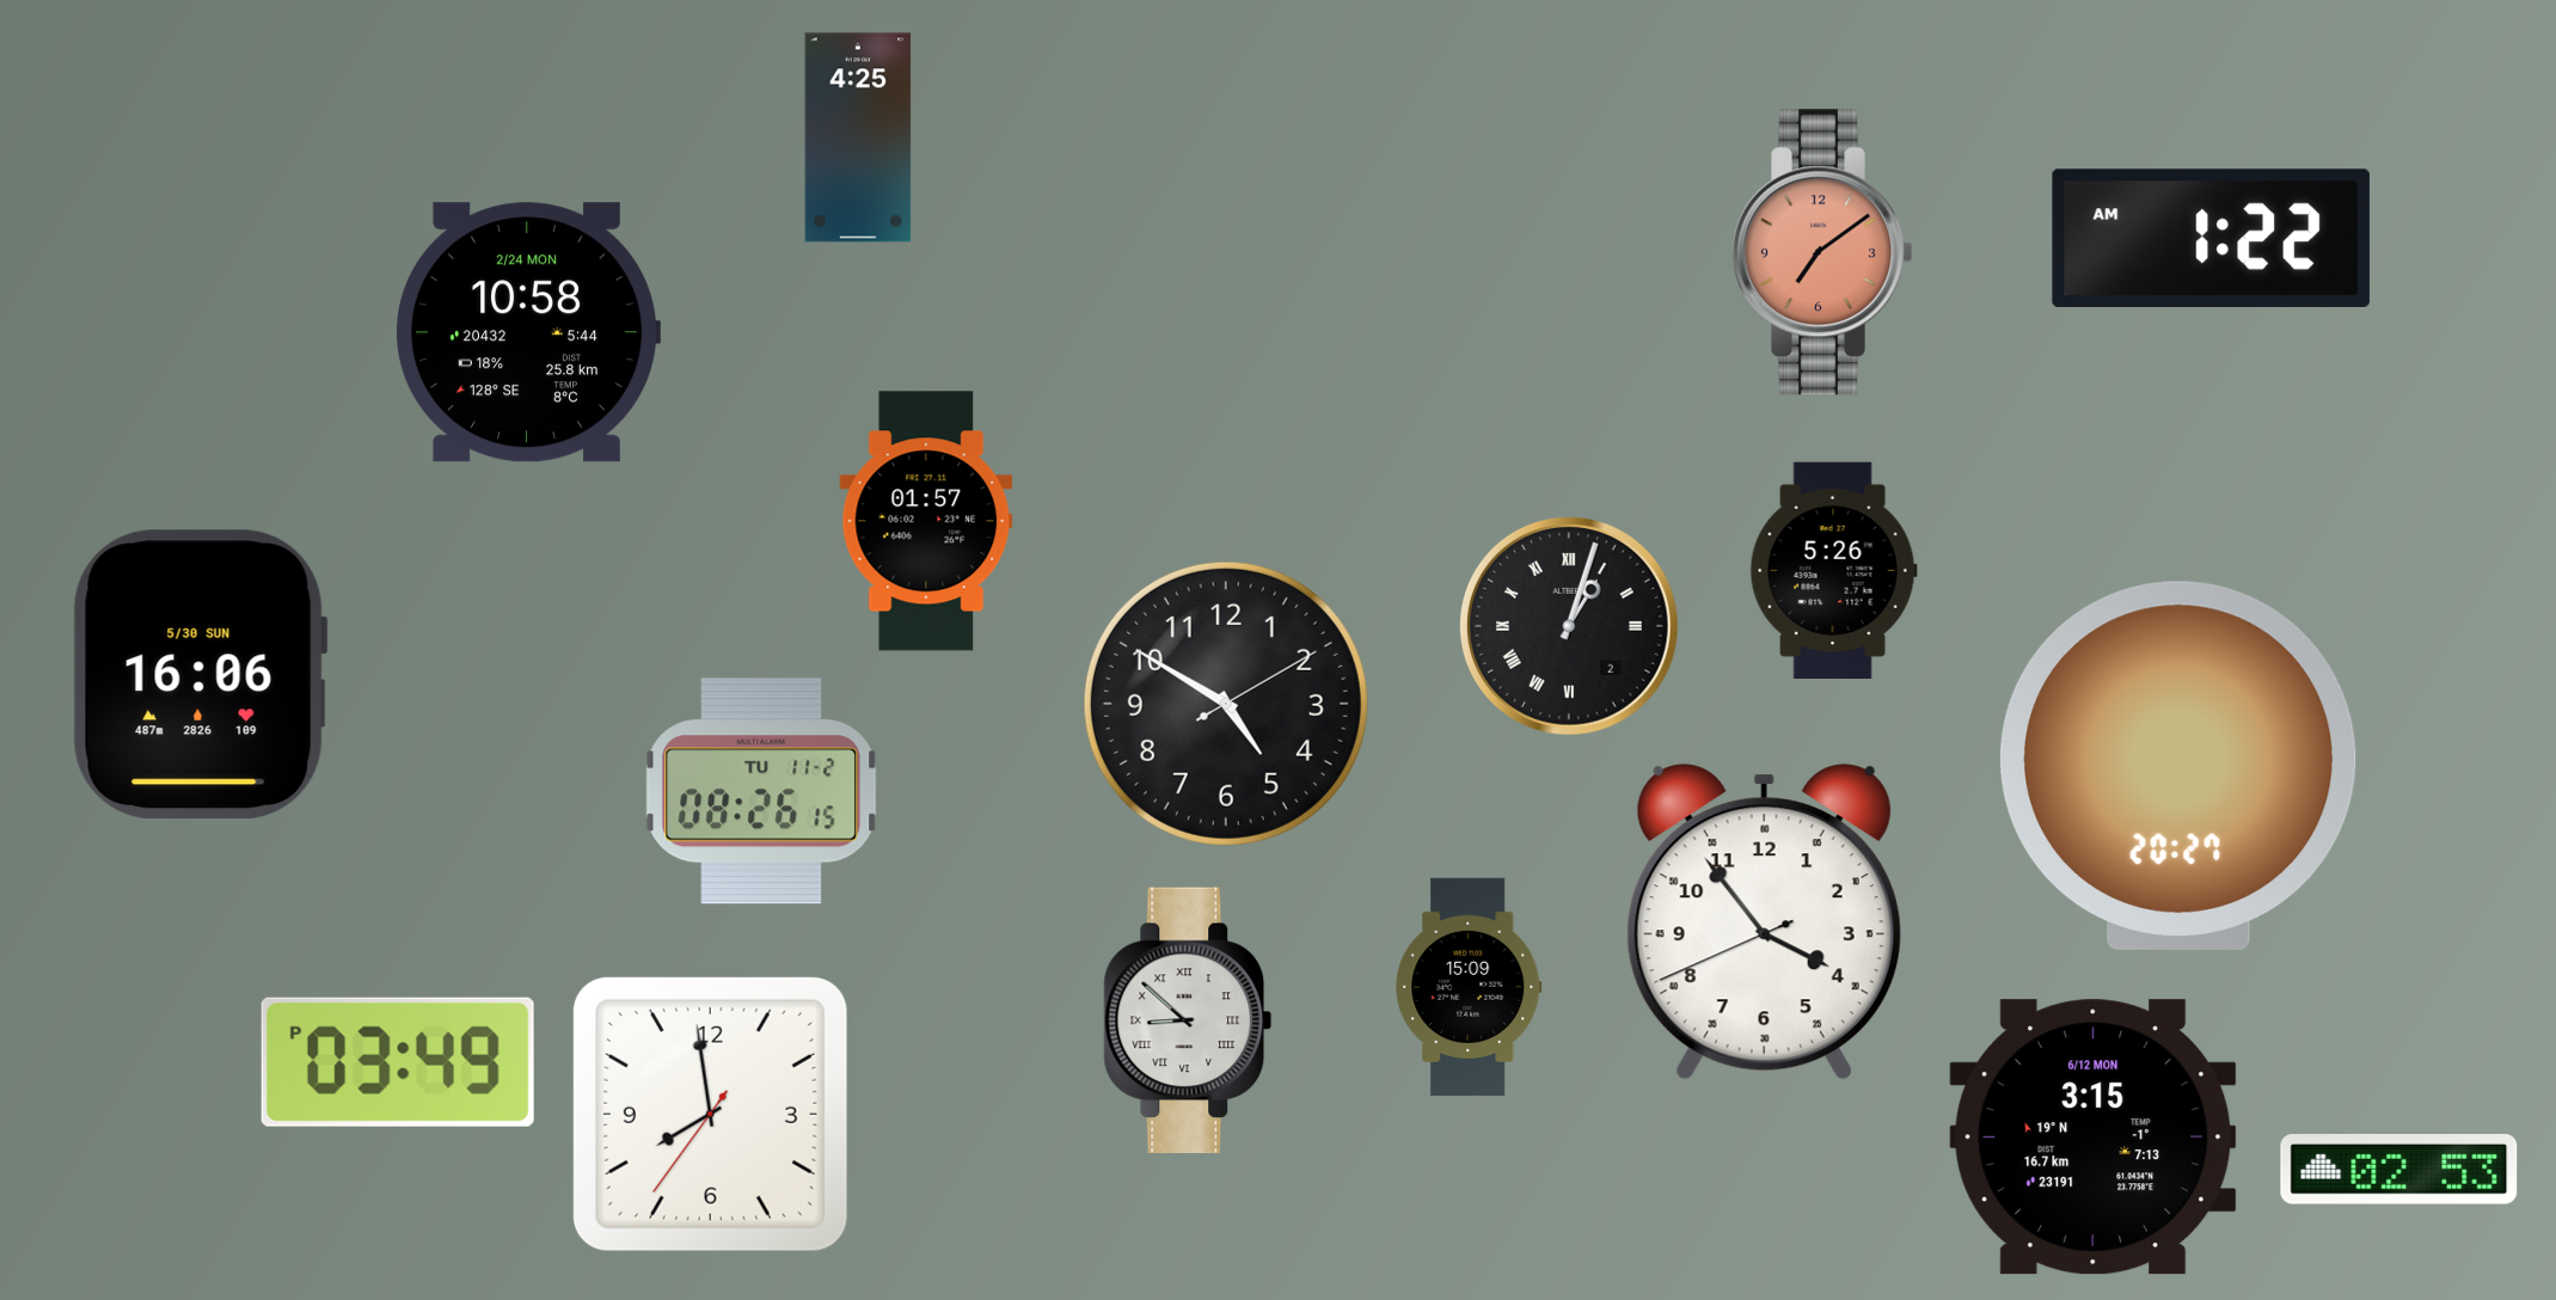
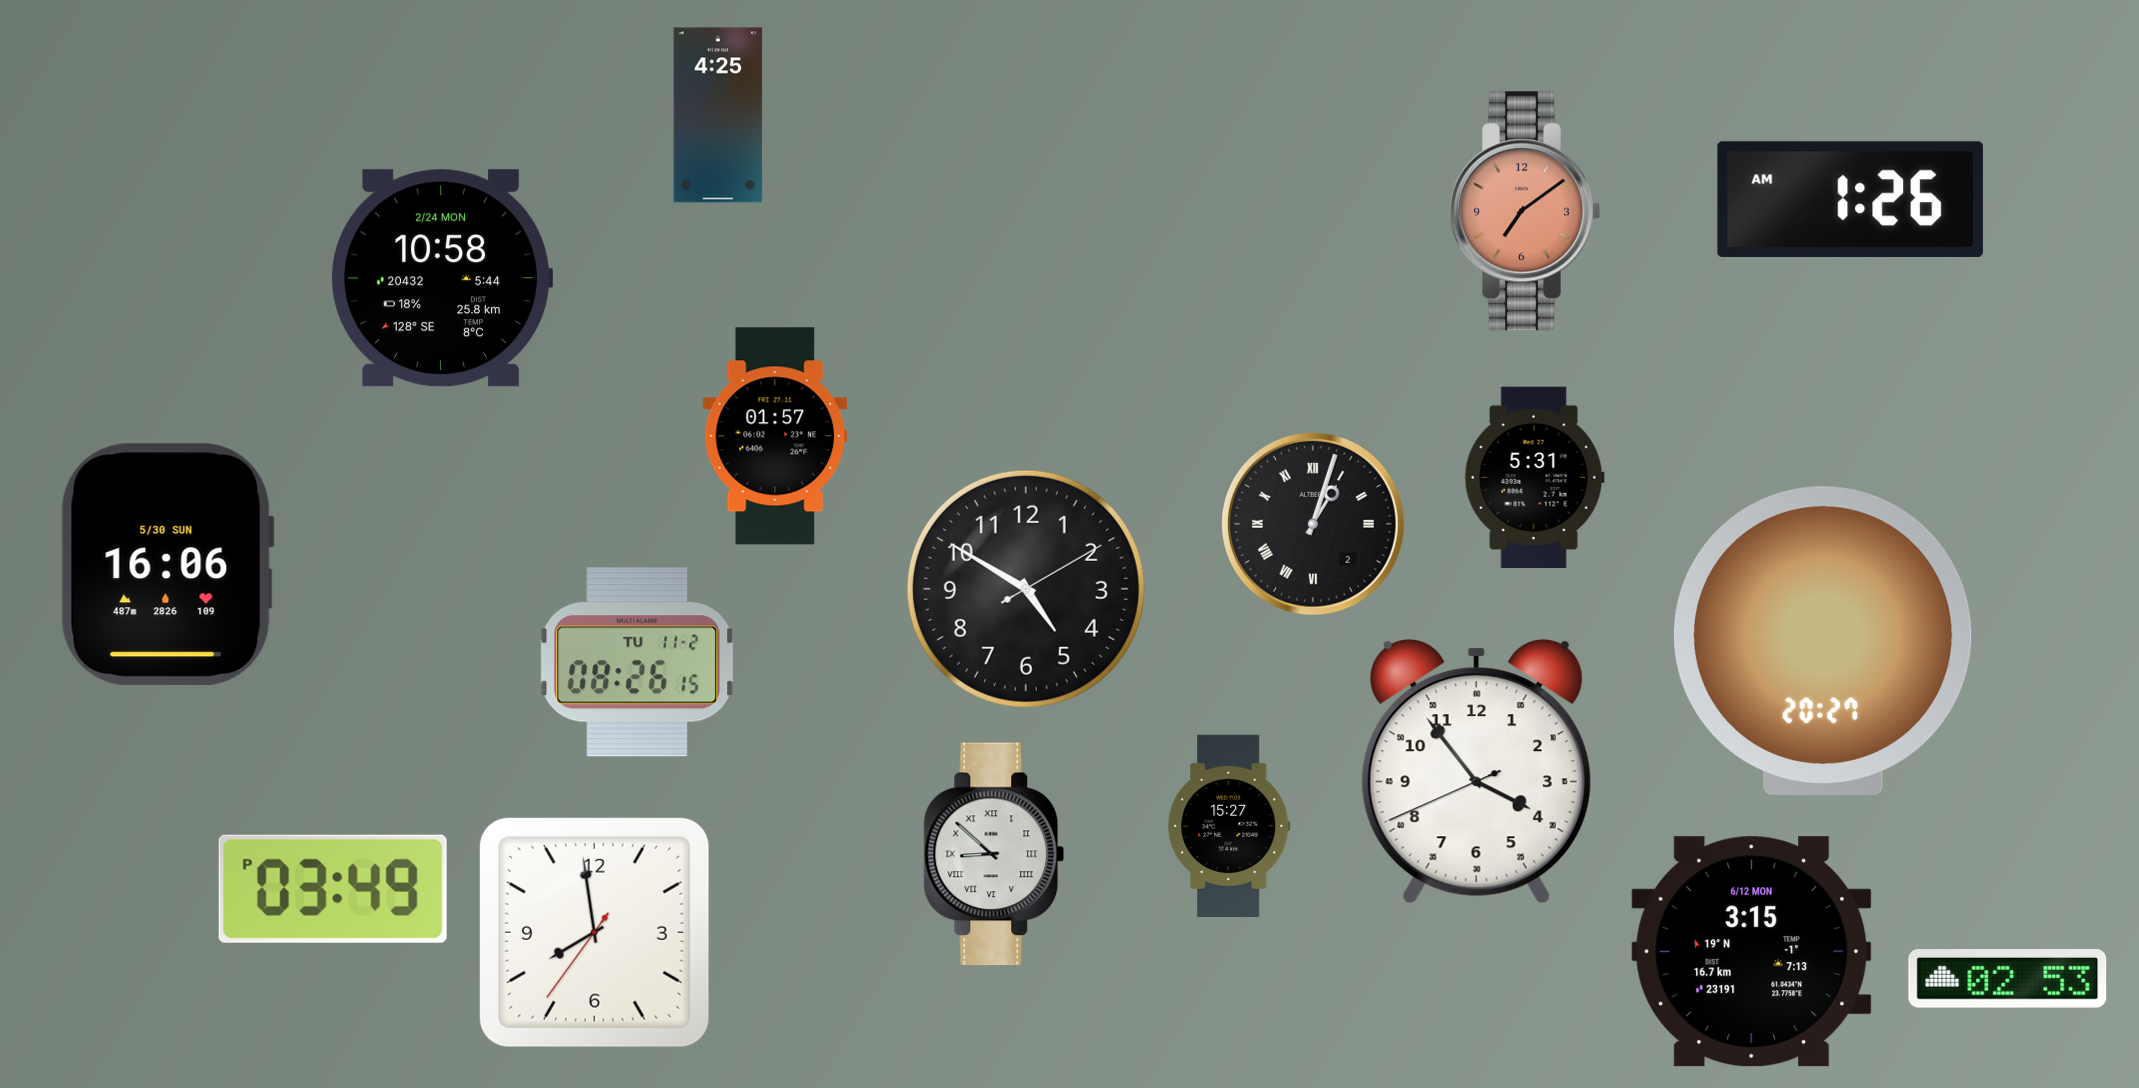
clock at (2211, 238): 1:22 -> 1:26
clock at (1833, 570): 5:26 -> 5:31
clock at (1469, 987): 15:09 -> 15:27
